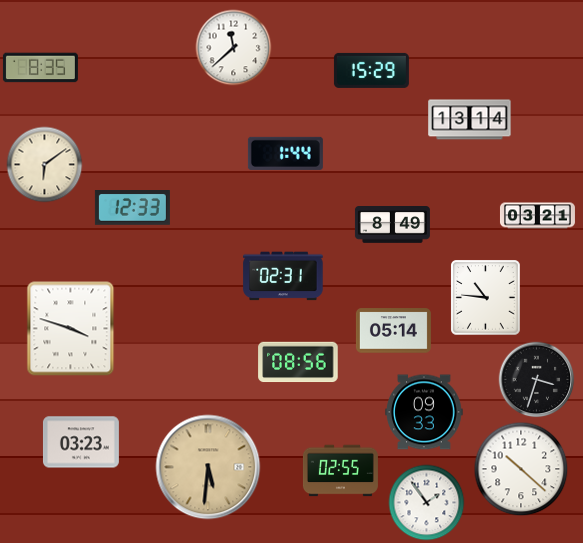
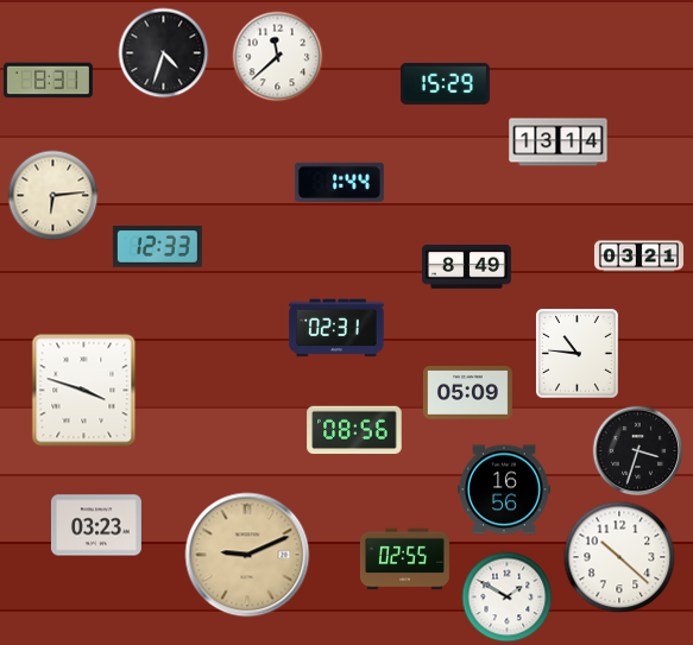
clock at (164, 53): none -> 4:33
clock at (40, 68): 8:35 -> 8:31
clock at (371, 70) position: (371, 70) -> (445, 83)
clock at (45, 165): 6:09 -> 6:14
clock at (393, 331): 05:14 -> 05:09
clock at (424, 412): 09:33 -> 16:56
clock at (208, 467): 5:31 -> 9:11
clock at (427, 503): 1:54 -> 1:50
